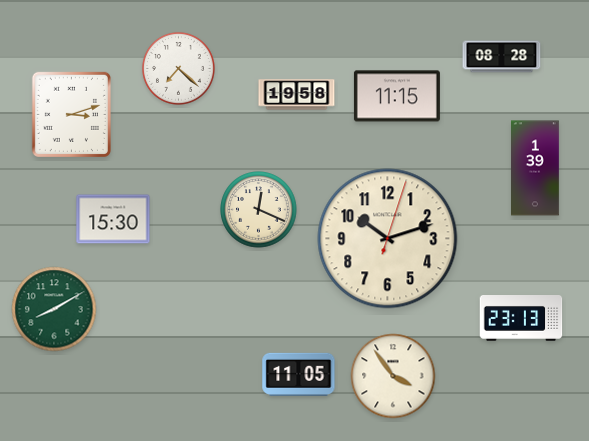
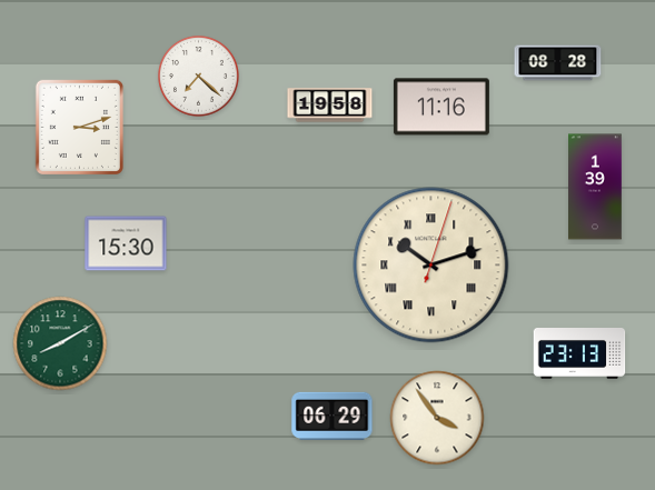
clock at (397, 96): 11:15 -> 11:16
clock at (259, 210): 12:19 -> none
clock at (388, 239) numerals: Arabic -> Roman
clock at (299, 374): 11:05 -> 06:29
